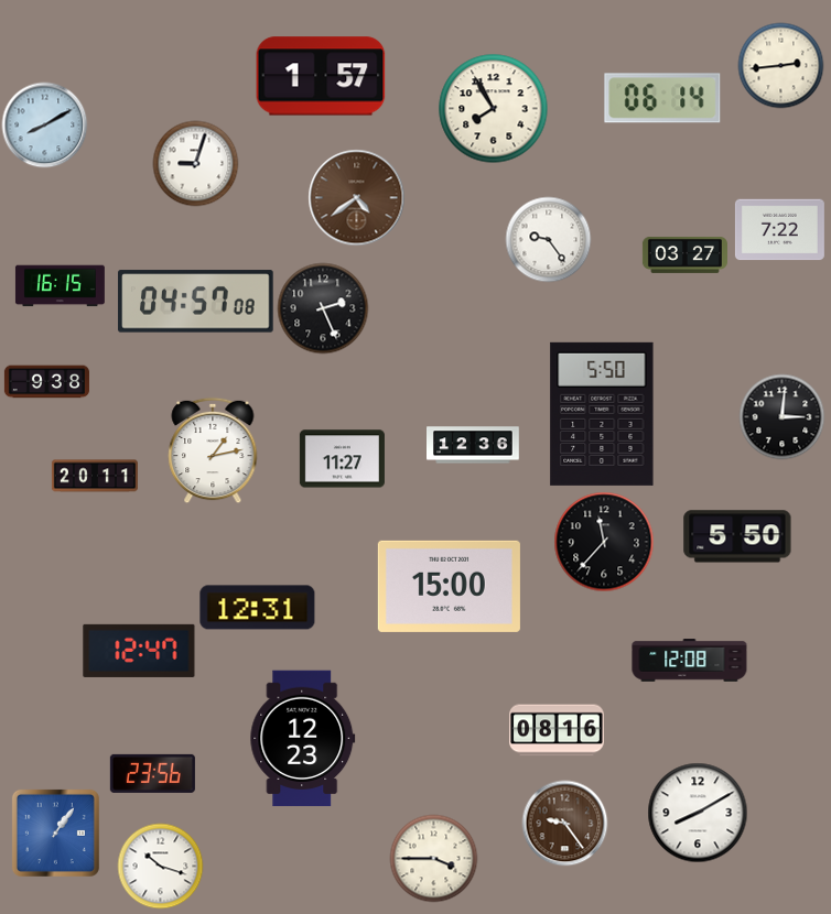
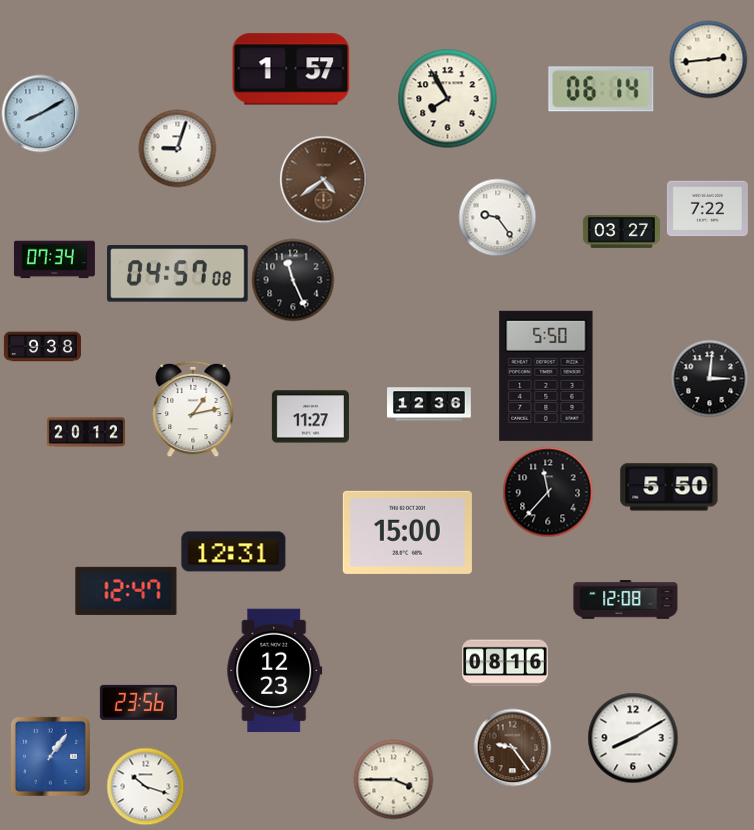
clock at (60, 286): 16:15 -> 07:34
clock at (323, 308): 2:26 -> 11:26
clock at (95, 476): 20:11 -> 20:12
